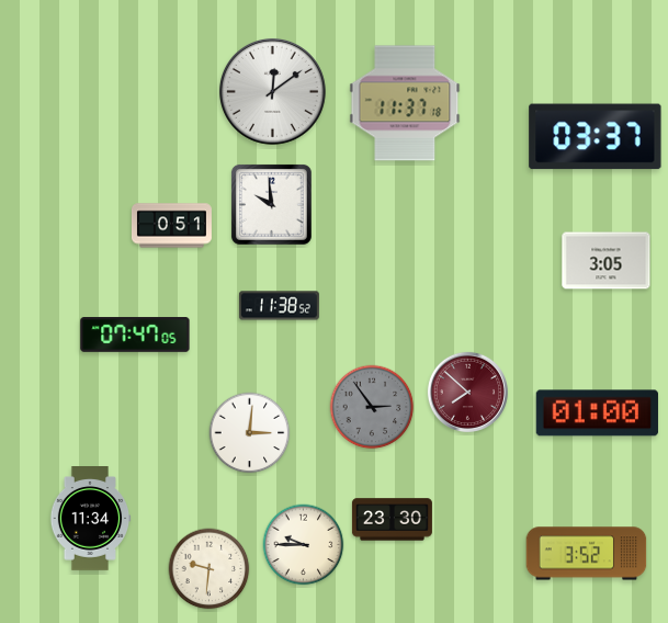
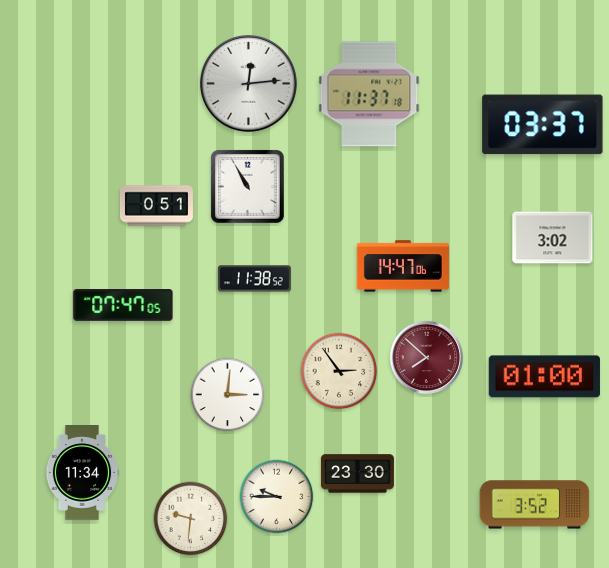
clock at (272, 91): 12:09 -> 12:14
clock at (271, 204): 9:59 -> 10:55
clock at (607, 261): 3:05 -> 3:02
clock at (403, 266): none -> 14:47
clock at (372, 407) dial: grey -> cream
